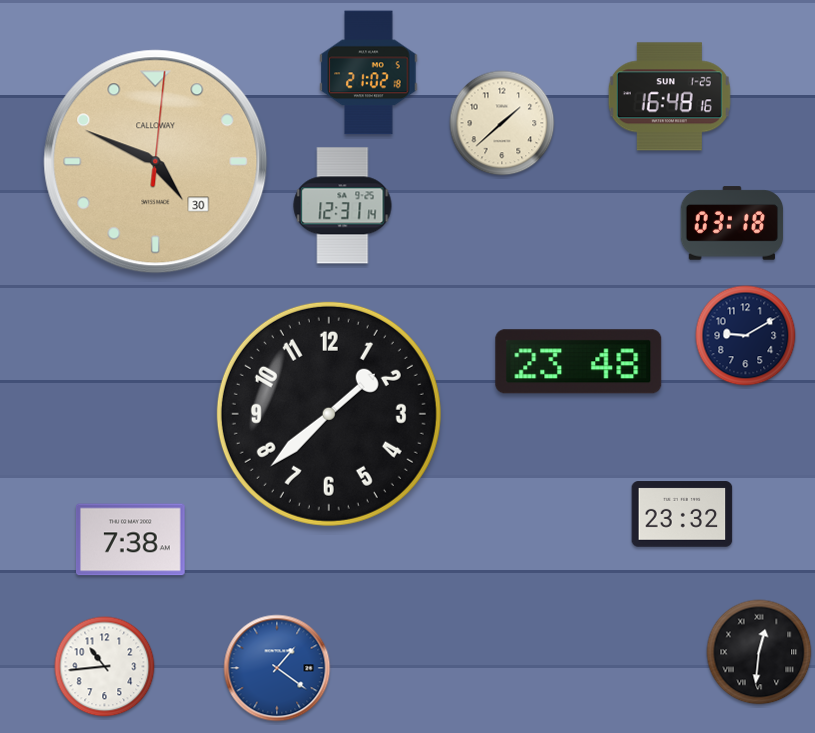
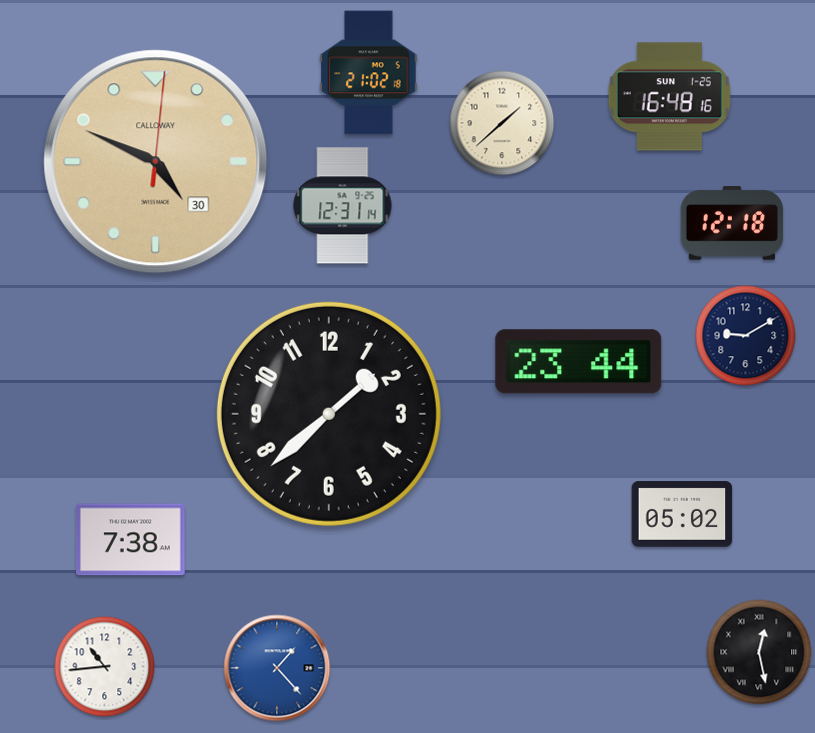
clock at (732, 223): 03:18 -> 12:18
clock at (579, 362): 23:48 -> 23:44
clock at (682, 514): 23:32 -> 05:02
clock at (759, 652): 12:31 -> 12:28
clock at (277, 668): 1:21 -> 1:23
